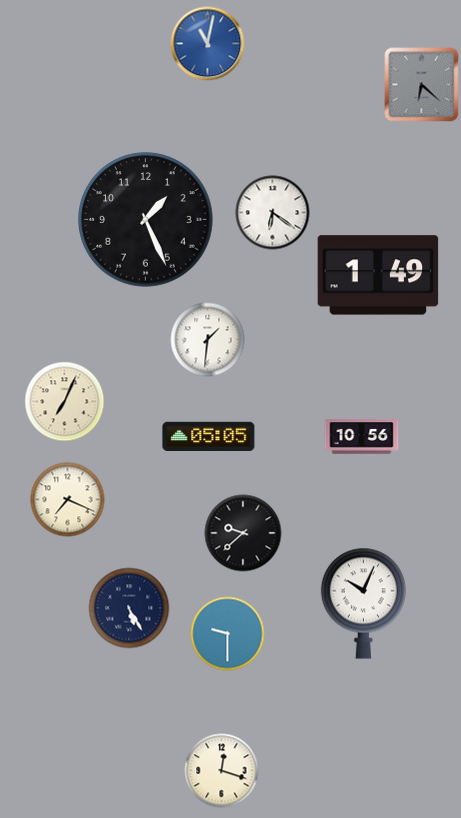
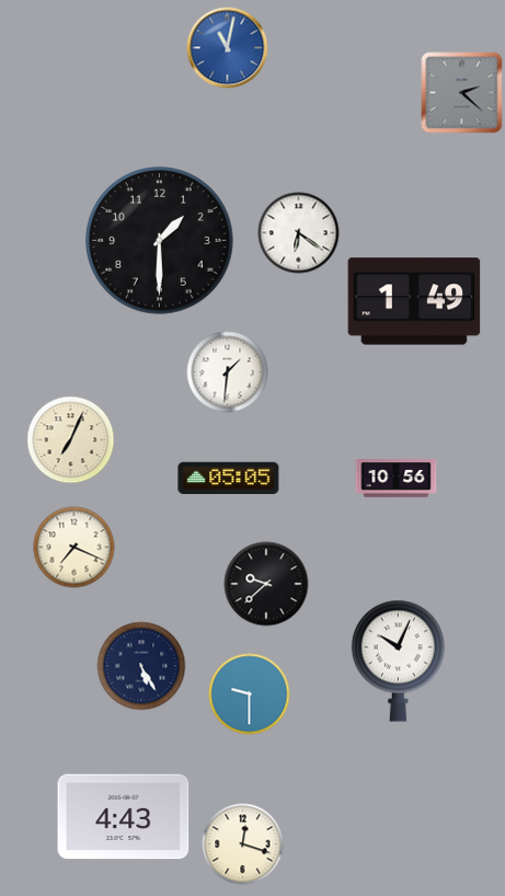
clock at (422, 85): 6:22 -> 2:22
clock at (146, 220): 1:26 -> 1:30
clock at (124, 817): none -> 4:43
